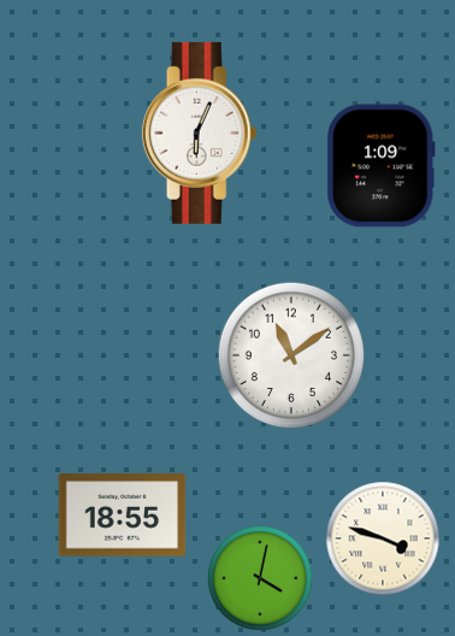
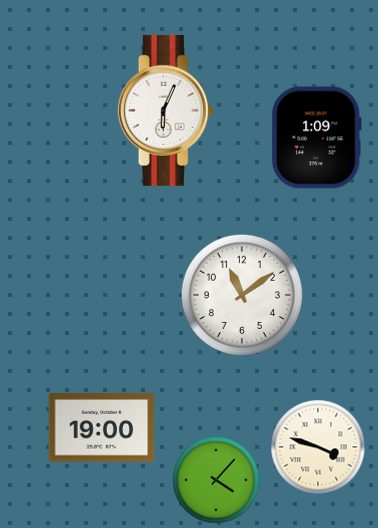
clock at (123, 516): 18:55 -> 19:00
clock at (260, 578): 4:02 -> 4:07
